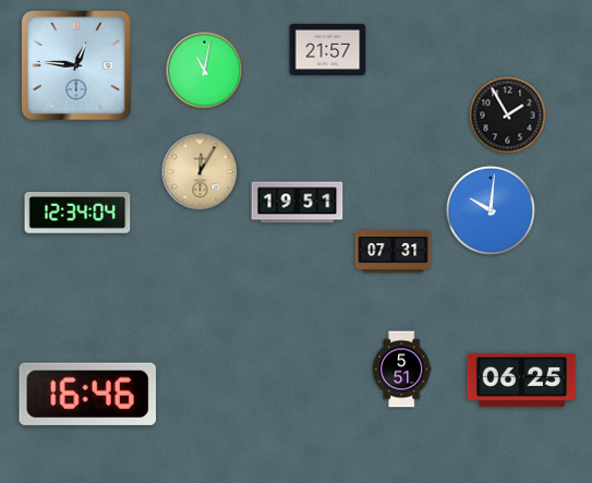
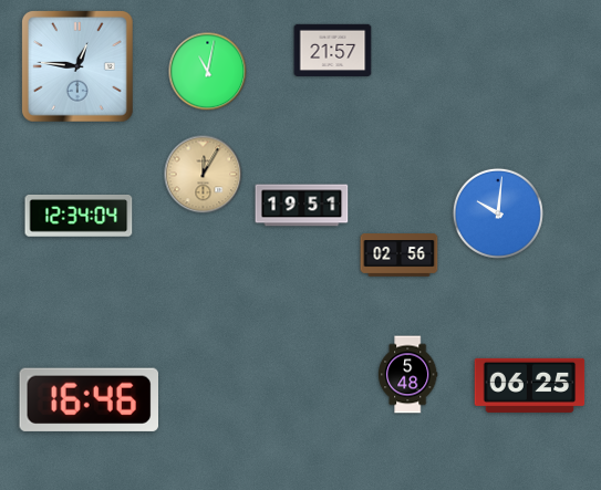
clock at (508, 116): 1:55 -> none
clock at (394, 252): 07:31 -> 02:56
clock at (402, 370): 5:51 -> 5:48
